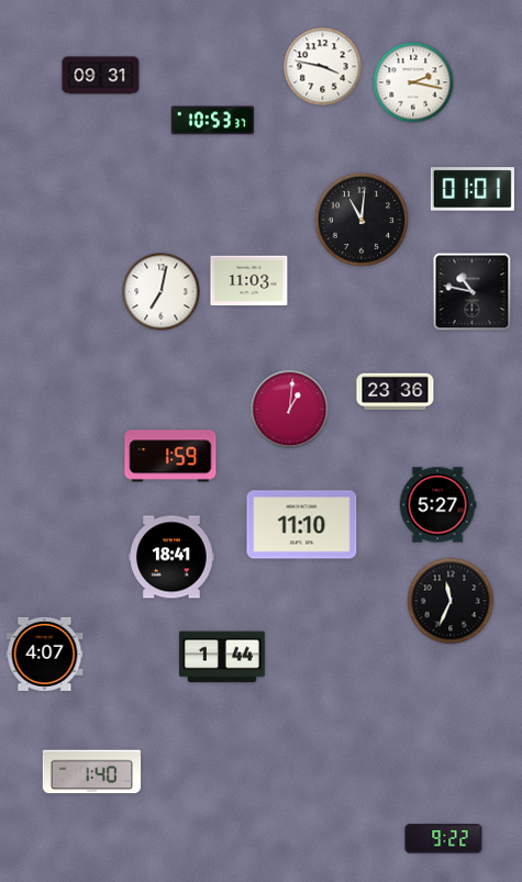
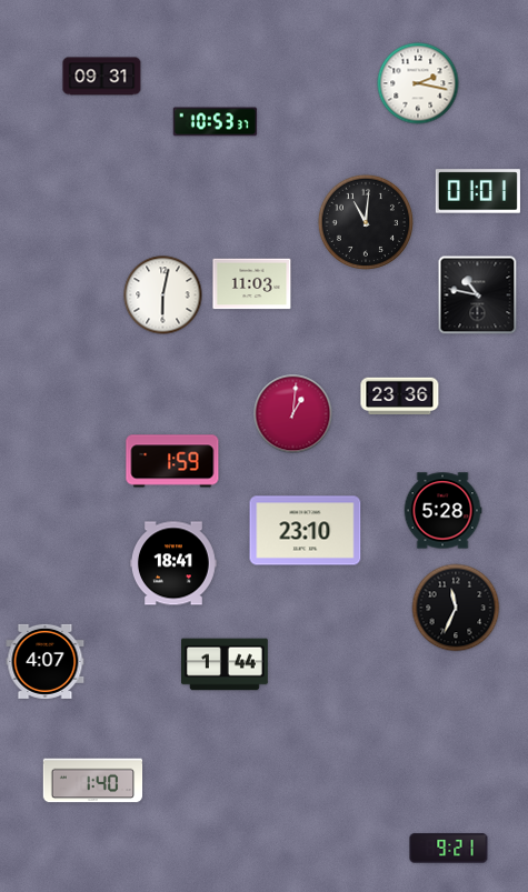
clock at (323, 67): 3:47 -> none
clock at (162, 292): 7:02 -> 6:02
clock at (437, 505): 5:27 -> 5:28
clock at (302, 525): 11:10 -> 23:10
clock at (444, 839): 9:22 -> 9:21
